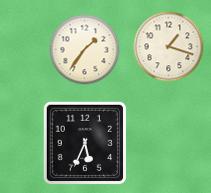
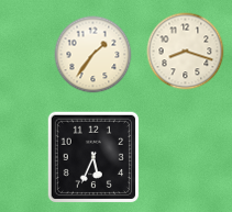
clock at (169, 47): 1:18 -> 8:18
